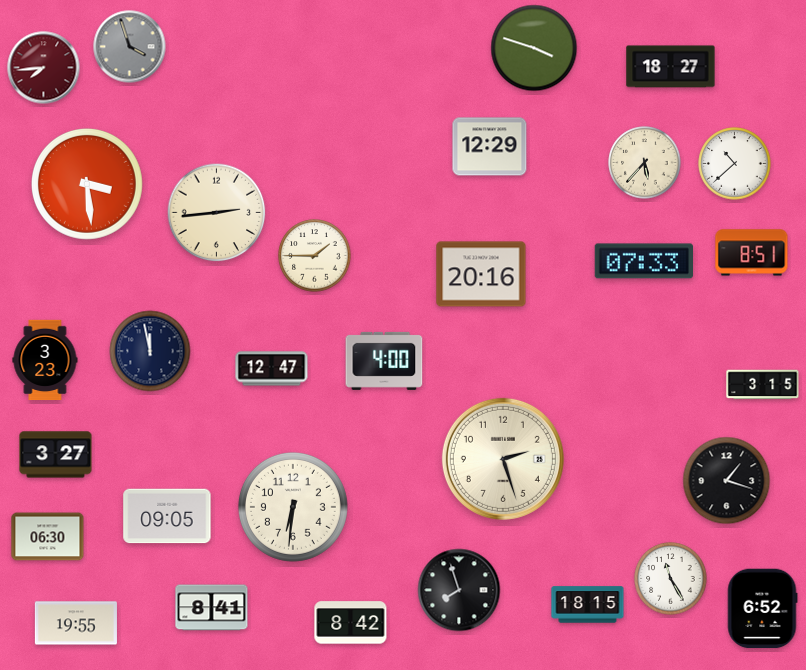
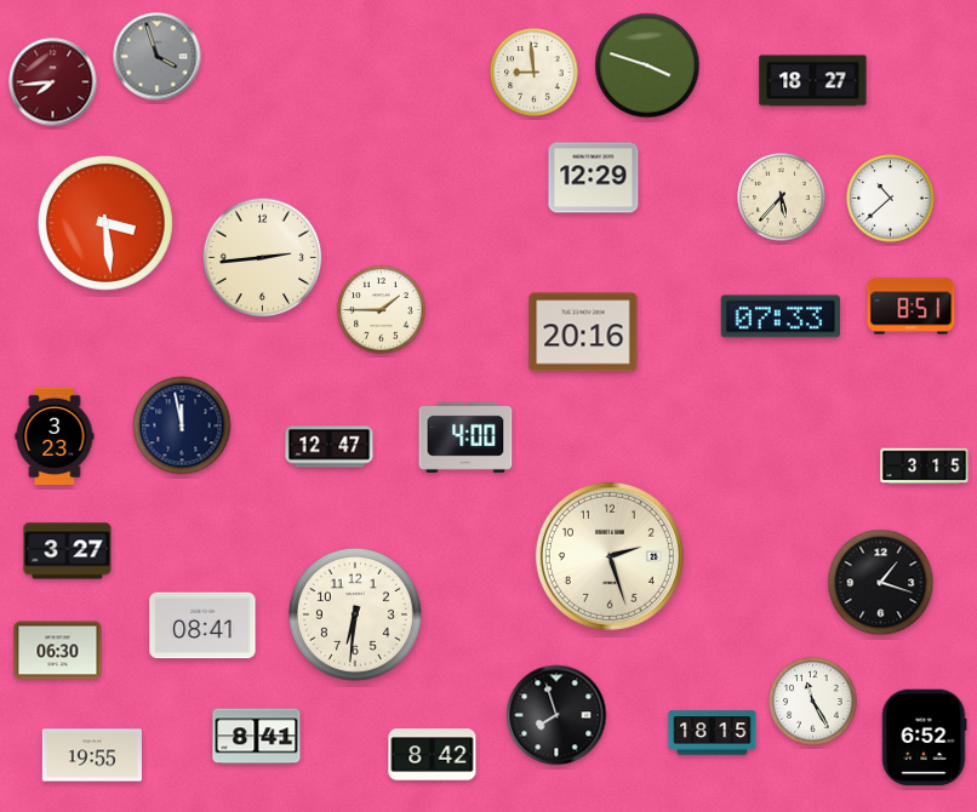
clock at (534, 48) position: (534, 48) -> (647, 65)
clock at (535, 73): none -> 8:59
clock at (167, 516): 09:05 -> 08:41
clock at (351, 623) position: (351, 623) -> (433, 755)
